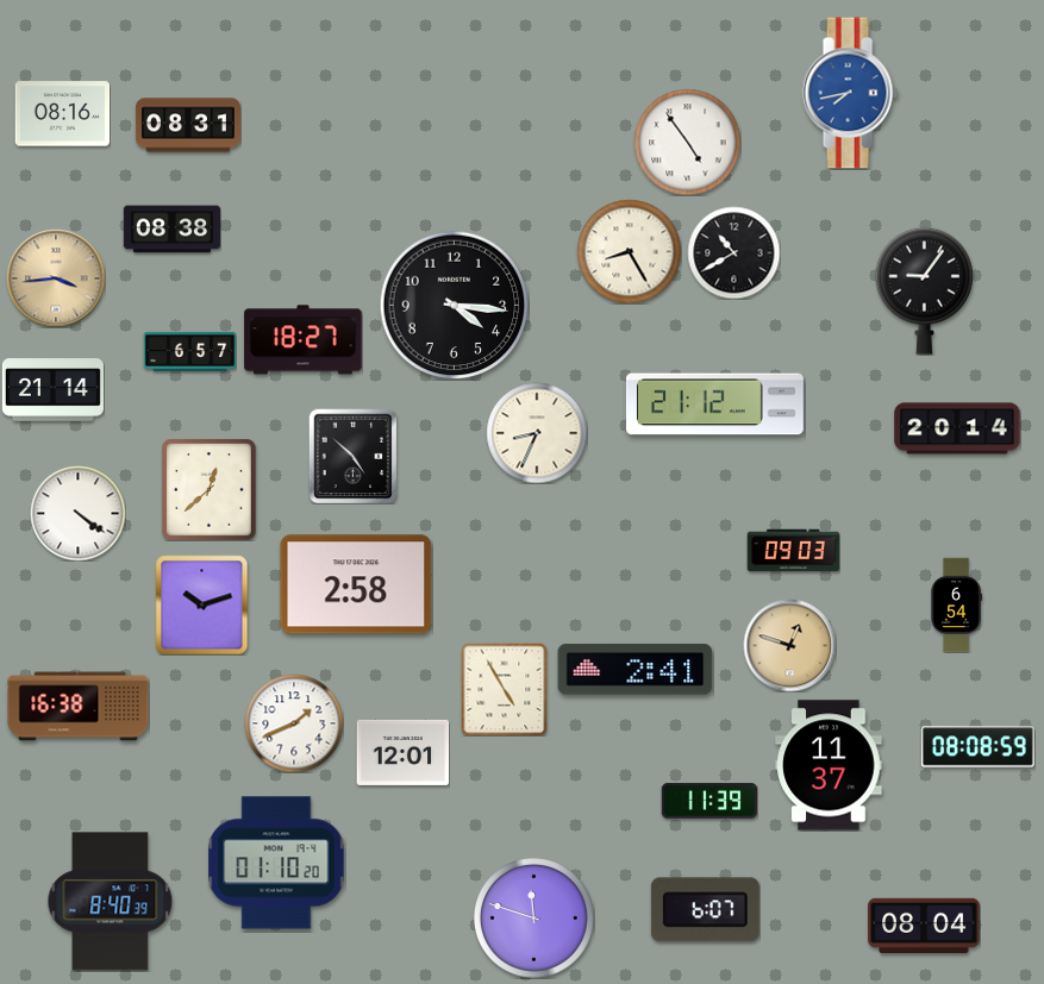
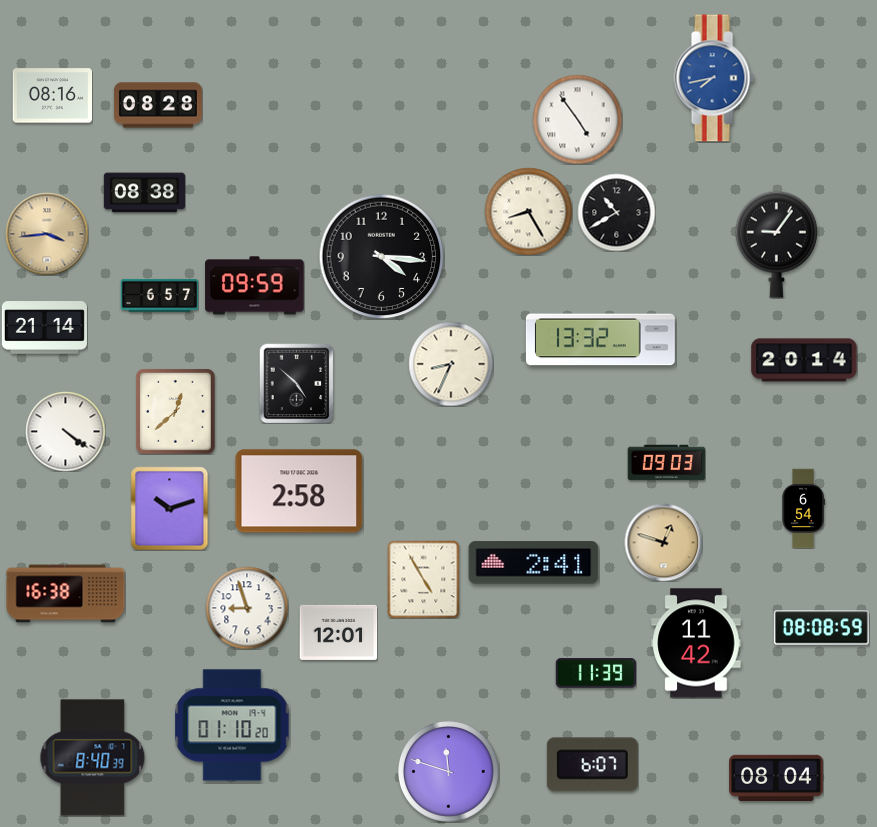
clock at (188, 125): 08:31 -> 08:28
clock at (304, 340): 18:27 -> 09:59
clock at (714, 405): 21:12 -> 13:32
clock at (294, 723): 1:41 -> 8:57
clock at (829, 765): 11:37 -> 11:42
